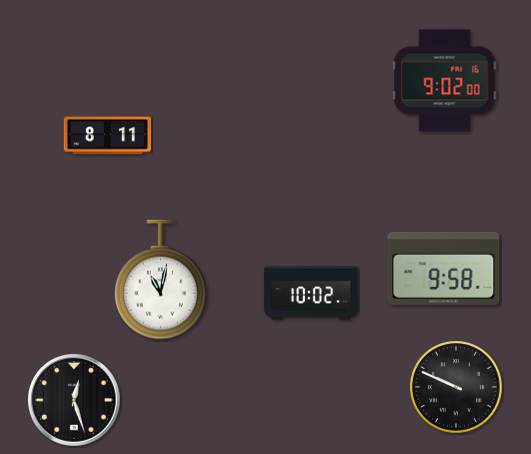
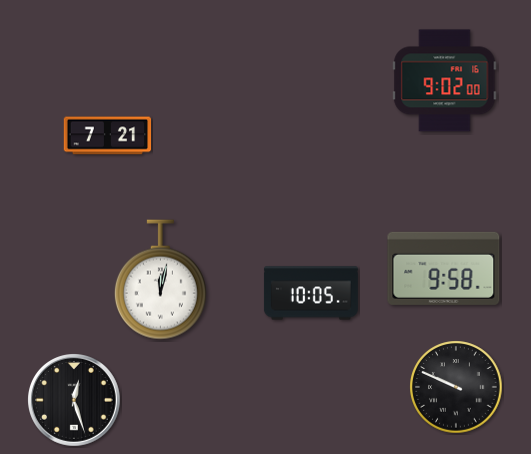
clock at (108, 136): 8:11 -> 7:21
clock at (160, 280): 11:02 -> 12:02
clock at (311, 293): 10:02 -> 10:05
